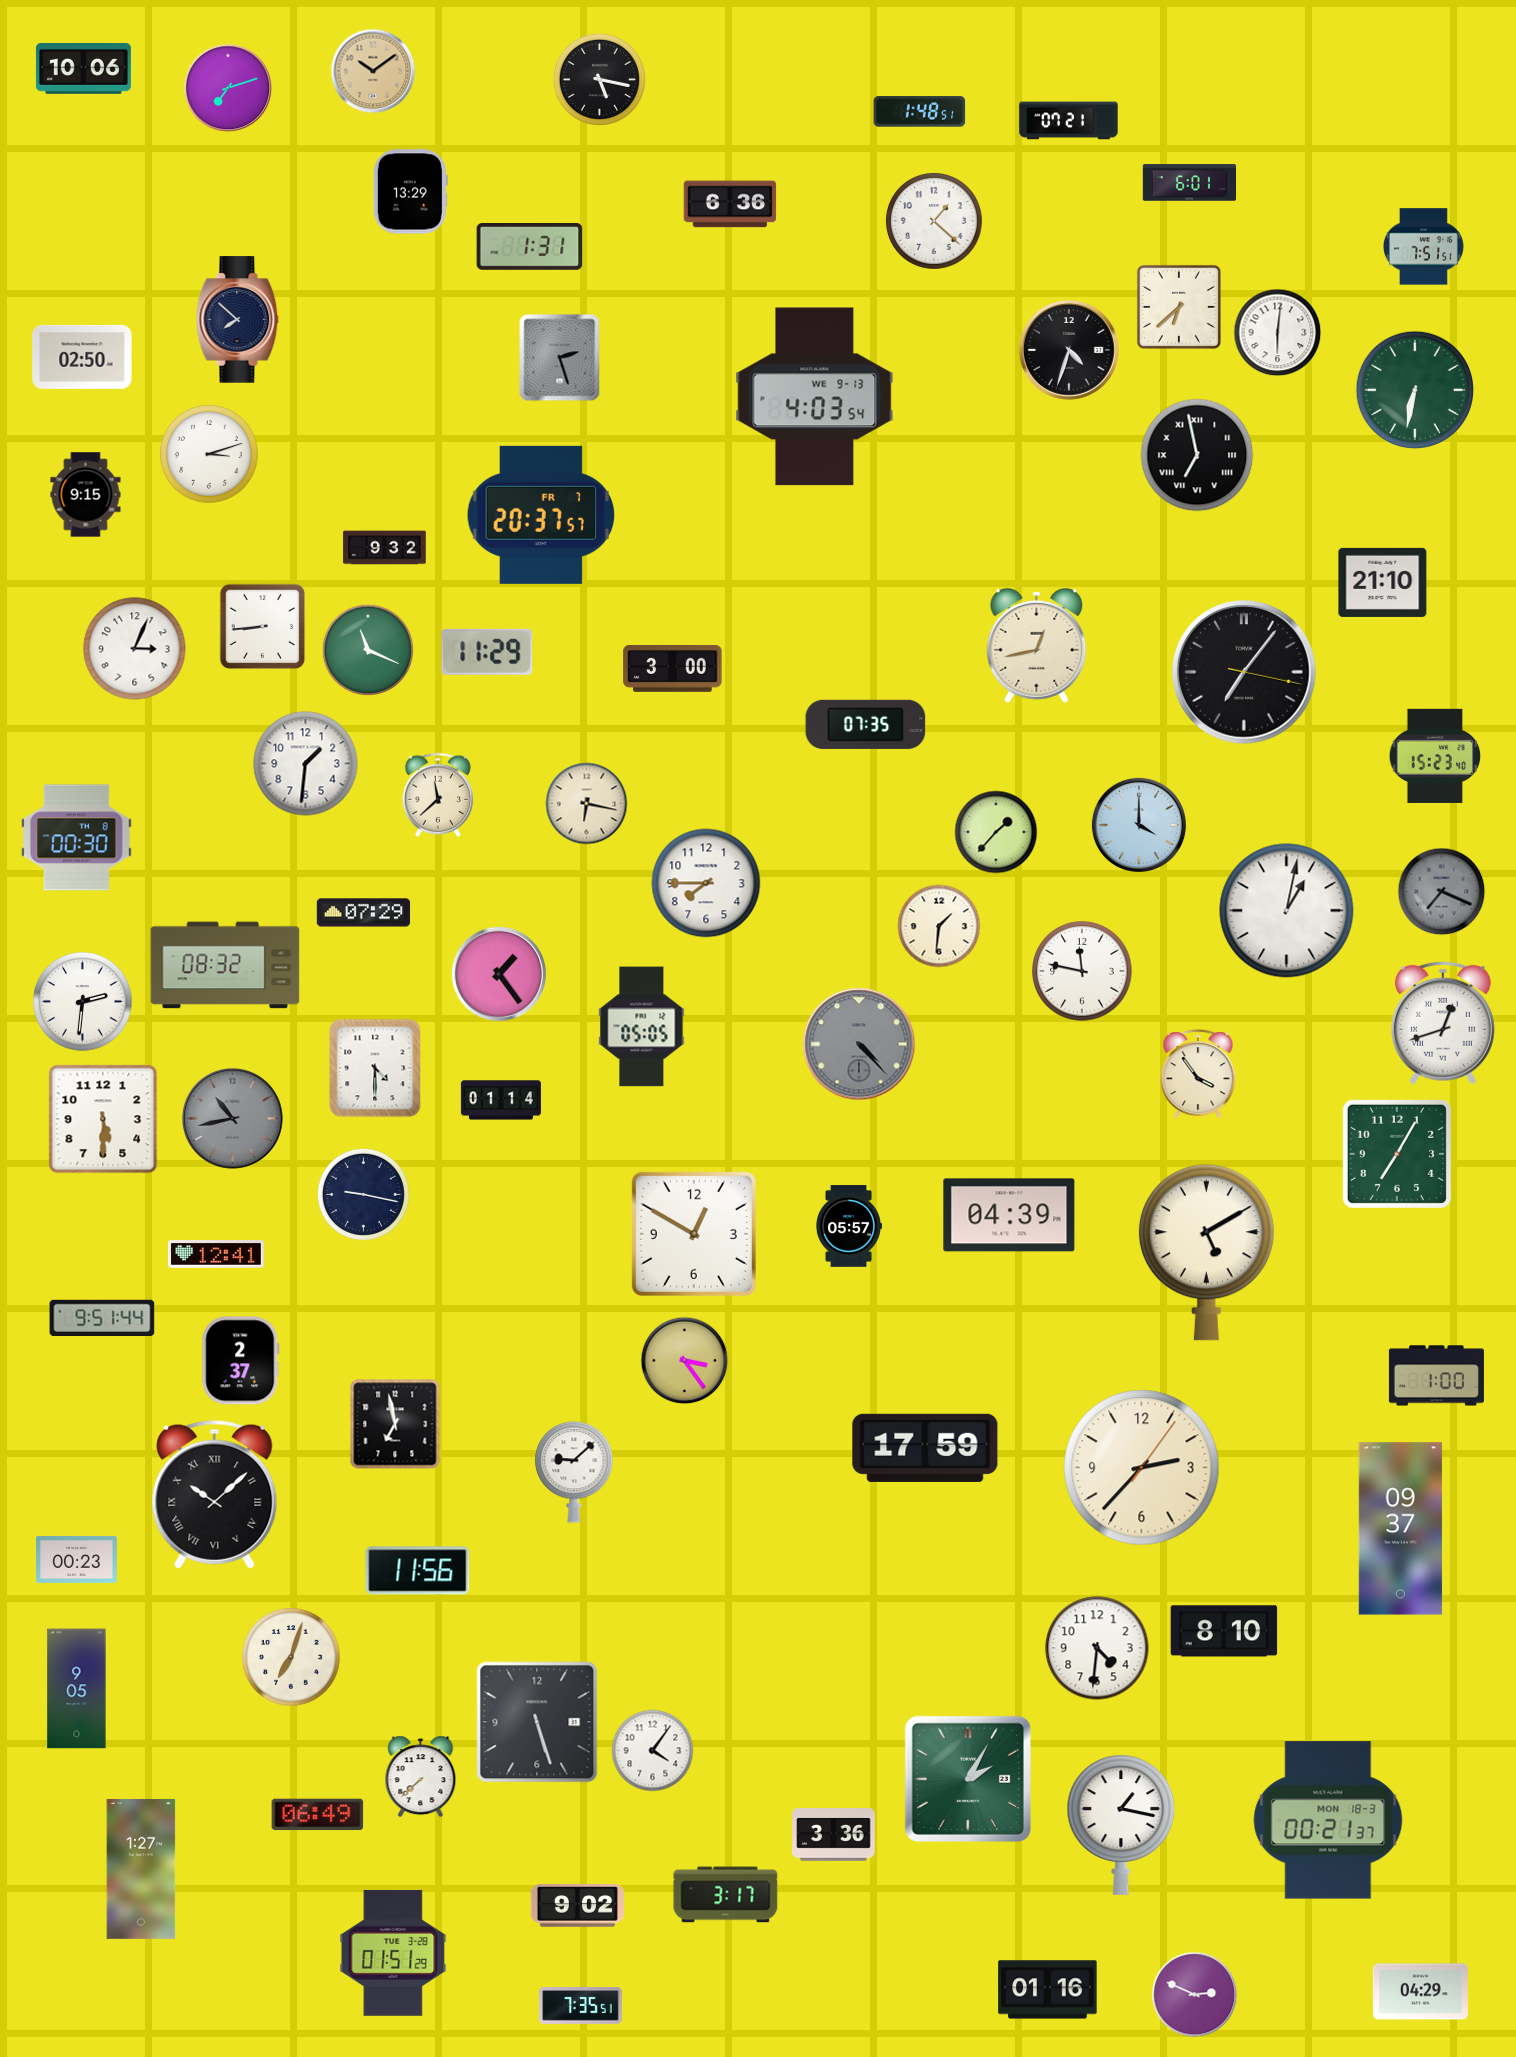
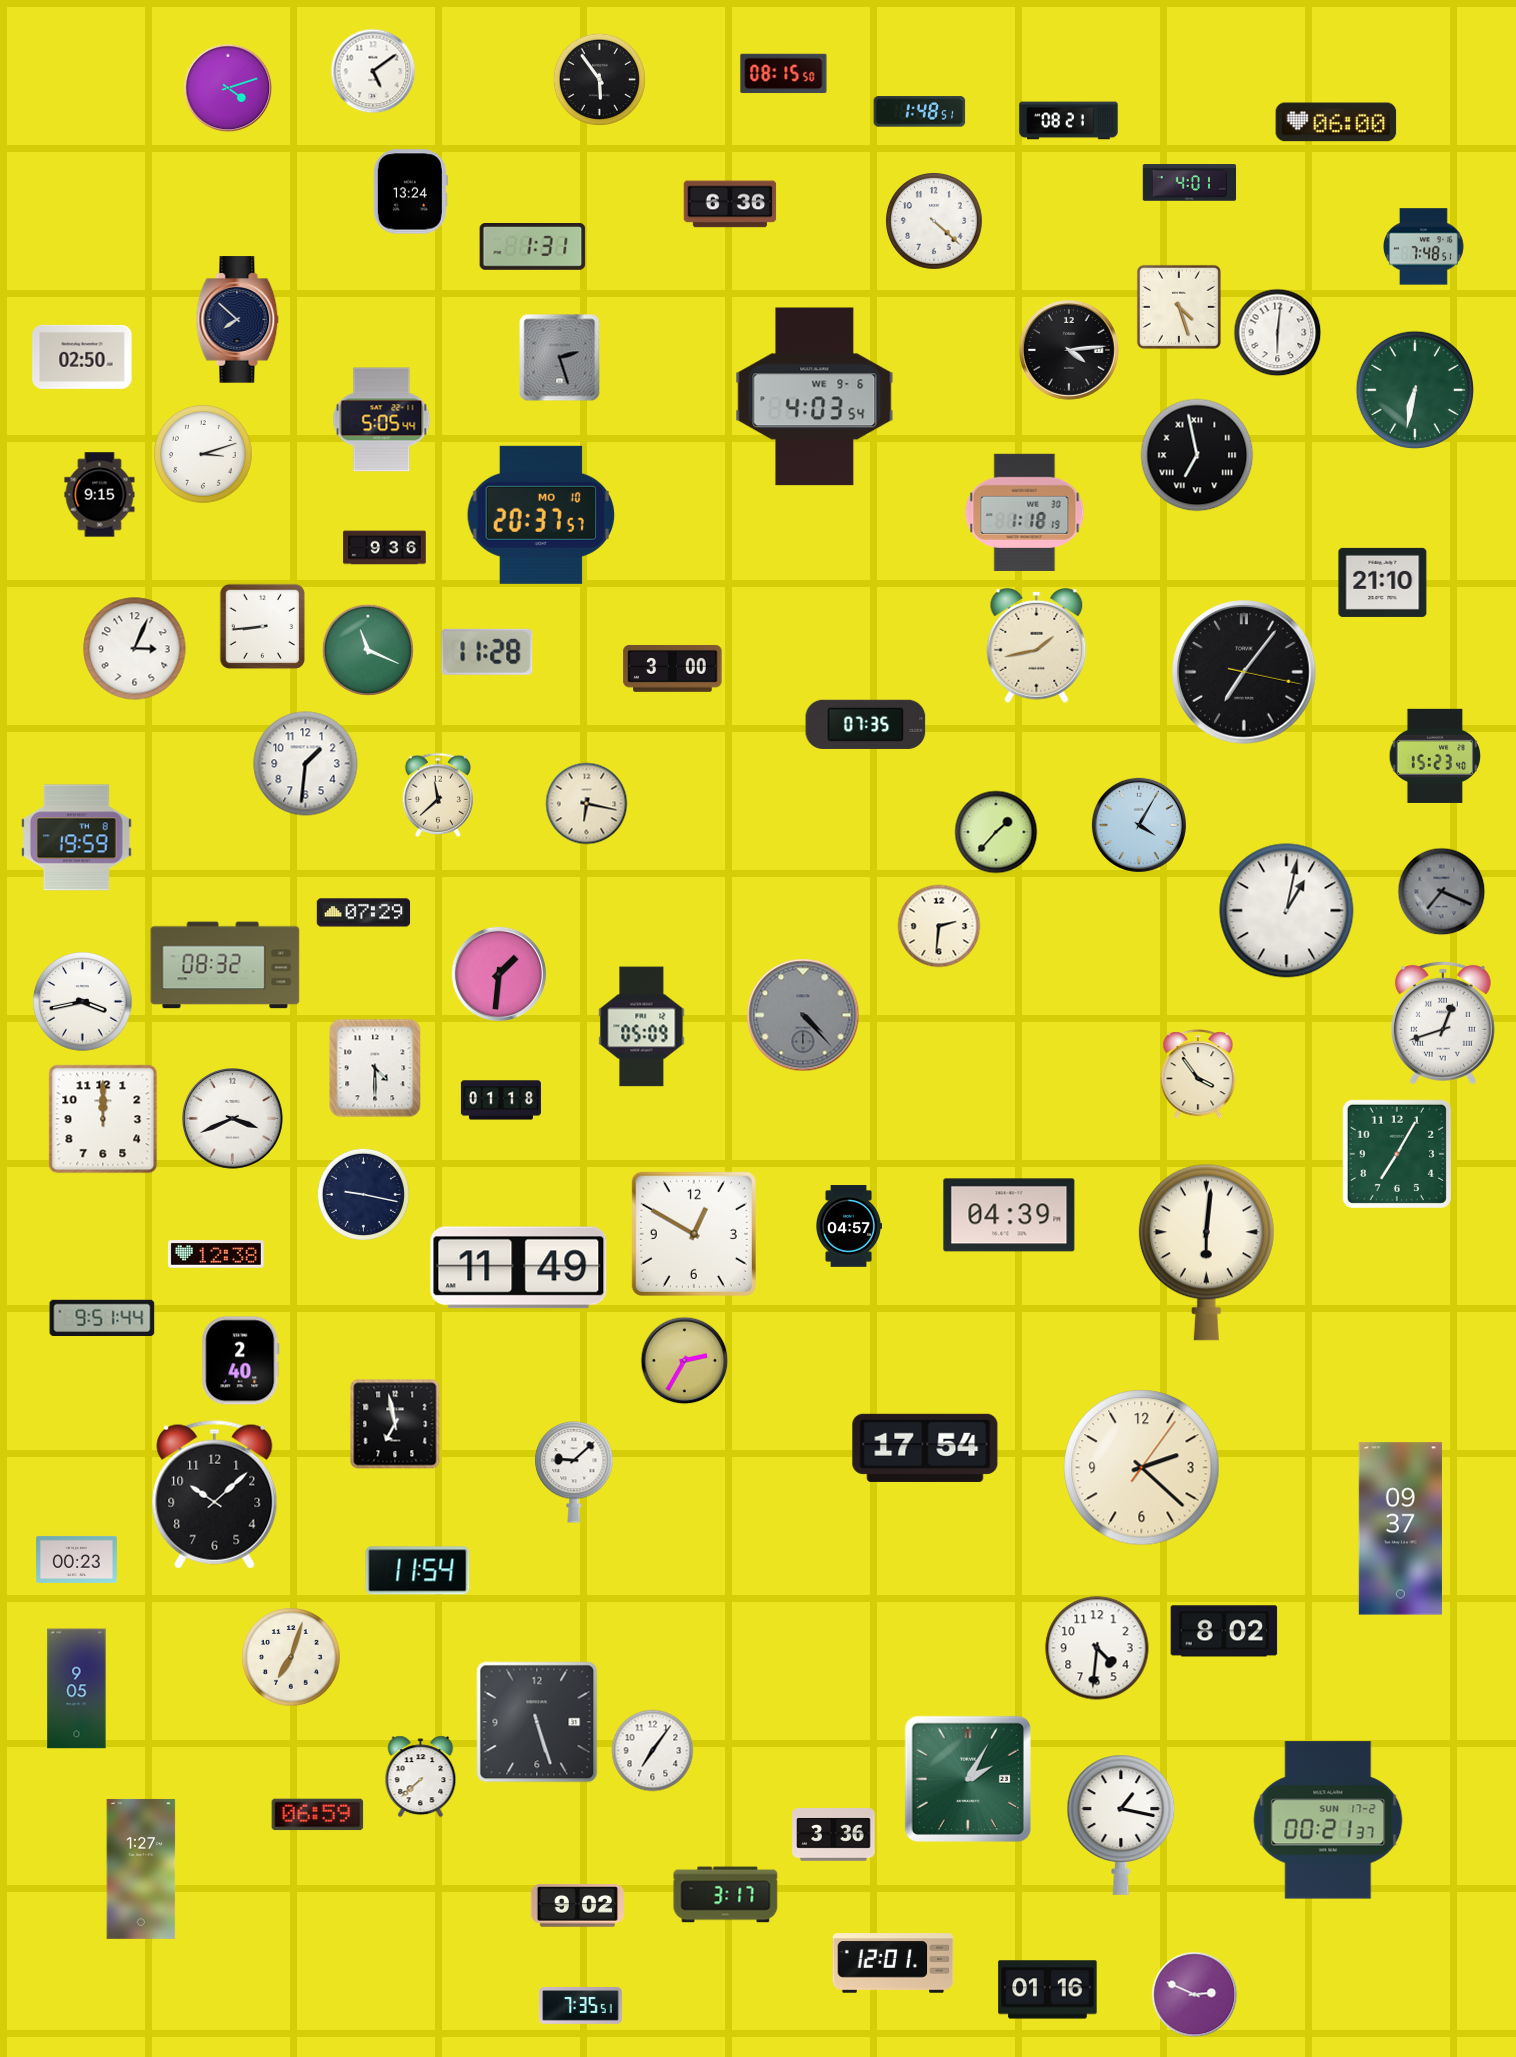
clock at (83, 68): 10:06 -> none
clock at (373, 71): 10:09 -> 5:09
clock at (373, 71) dial: champagne -> white
clock at (784, 74): none -> 08:15
clock at (599, 79): 5:17 -> 5:54
clock at (228, 88): 7:12 -> 4:12
clock at (1069, 121): 07:21 -> 08:21
clock at (1336, 122): none -> 06:00
clock at (1190, 183): 6:01 -> 4:01
clock at (410, 192): 13:29 -> 13:24
clock at (934, 221): 1:22 -> 4:22
clock at (530, 247) position: (530, 247) -> (533, 247)
clock at (1423, 247): 7:51 -> 7:48
clock at (1179, 307): 6:38 -> 4:27
clock at (1070, 351): 4:33 -> 4:14
clock at (815, 397) date: WE 9-13 -> WE 9-6
clock at (382, 420): none -> 5:05
clock at (209, 454) position: (209, 454) -> (203, 454)
clock at (86, 495) position: (86, 495) -> (100, 495)
clock at (1025, 512): none -> 1:18
clock at (541, 515) date: FR 7 -> MO 10
clock at (385, 548): 9:32 -> 9:36
clock at (1037, 645): 12:43 -> 1:43
clock at (487, 652): 11:29 -> 11:28
clock at (1139, 825): 4:00 -> 4:05
clock at (76, 838): 00:30 -> 19:59
clock at (706, 883): 7:45 -> none
clock at (939, 926): 1:31 -> 2:31
clock at (1082, 971): 11:47 -> none
clock at (499, 974): 1:24 -> 1:31
clock at (83, 1002): 2:31 -> 3:43
clock at (642, 1027): 05:05 -> 05:09
clock at (859, 1044) position: (859, 1044) -> (803, 1015)
clock at (501, 1100): 01:14 -> 01:18
clock at (103, 1119): 5:30 -> 12:00
clock at (233, 1119): 10:43 -> 3:41
clock at (233, 1119) dial: grey -> white
clock at (848, 1226): 05:57 -> 04:57
clock at (1206, 1252): 5:10 -> 6:01
clock at (216, 1254): 12:41 -> 12:38
clock at (519, 1268): none -> 11:49
clock at (241, 1361): 2:37 -> 2:40
clock at (685, 1361): 3:24 -> 2:35
clock at (1436, 1376): 1:00 -> none
clock at (925, 1448): 17:59 -> 17:54
clock at (1142, 1468): 2:37 -> 2:22
clock at (215, 1494) numerals: Roman -> Arabic
clock at (418, 1571): 11:56 -> 11:54
clock at (1224, 1631): 8:10 -> 8:02
clock at (653, 1751): 4:06 -> 7:06
clock at (318, 1815): 06:49 -> 06:59
clock at (1328, 1820) date: MON 18-3 -> SUN 17-2
clock at (393, 1953): 01:51 -> none
clock at (893, 1963): none -> 12:01
clock at (1420, 1992): 04:29 -> none
